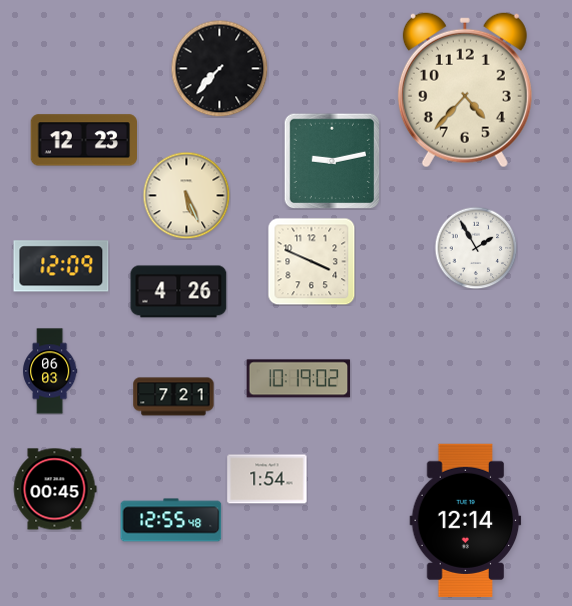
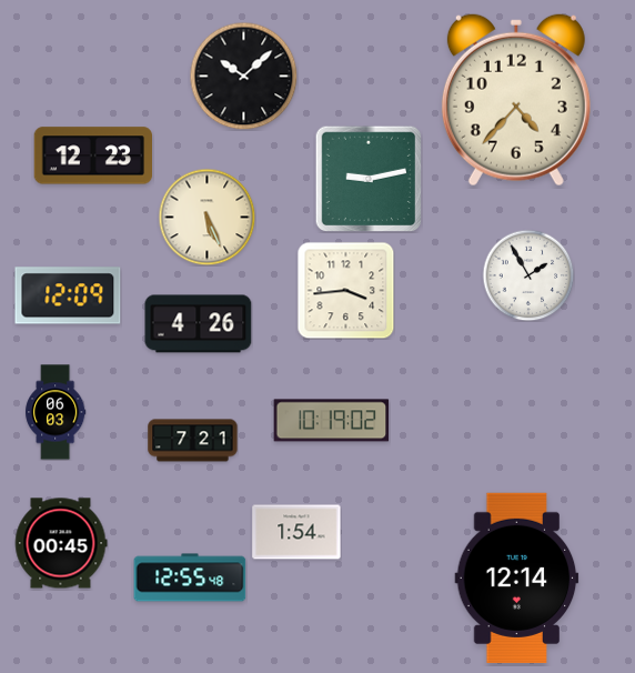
clock at (219, 68): 7:37 -> 10:08
clock at (311, 261): 3:49 -> 3:44
